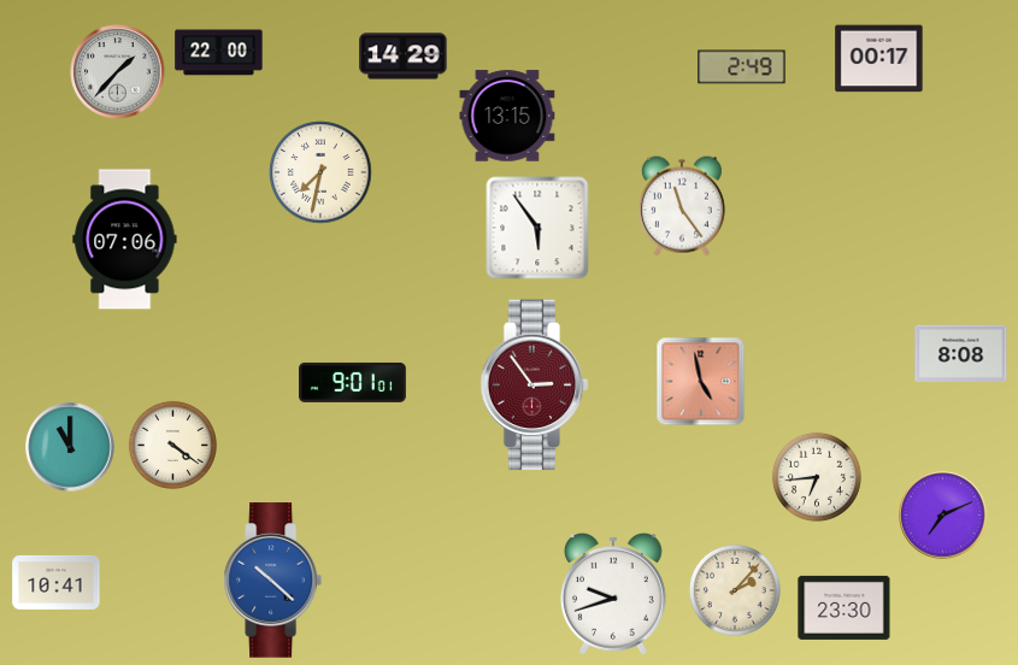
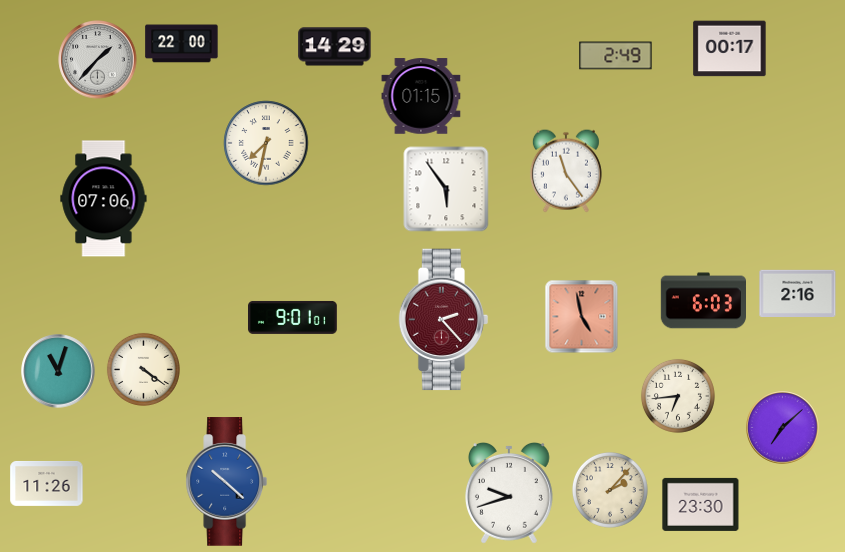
clock at (507, 116): 13:15 -> 01:15
clock at (961, 353): 8:08 -> 2:16
clock at (703, 301): none -> 6:03
clock at (535, 386): 2:54 -> 2:23
clock at (70, 447): 11:00 -> 11:03
clock at (943, 516): 7:11 -> 7:08
clock at (57, 582): 10:41 -> 11:26
